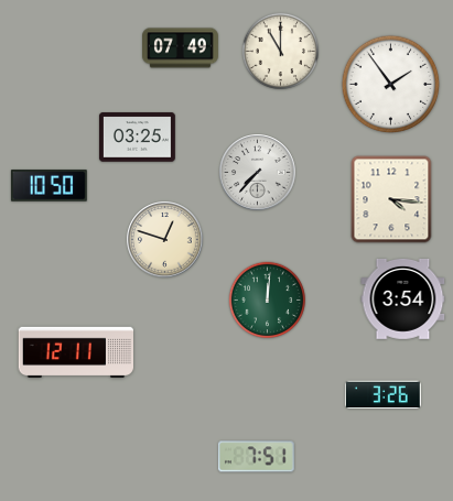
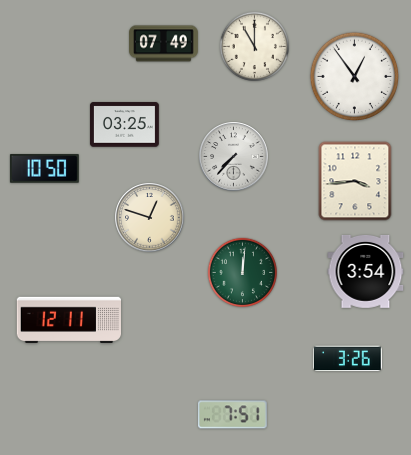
clock at (391, 85): 1:54 -> 12:54
clock at (391, 199): 4:16 -> 3:44
